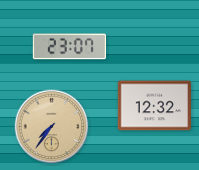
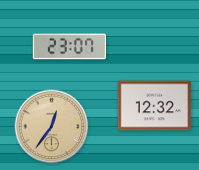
clock at (52, 127): 7:36 -> 12:36
